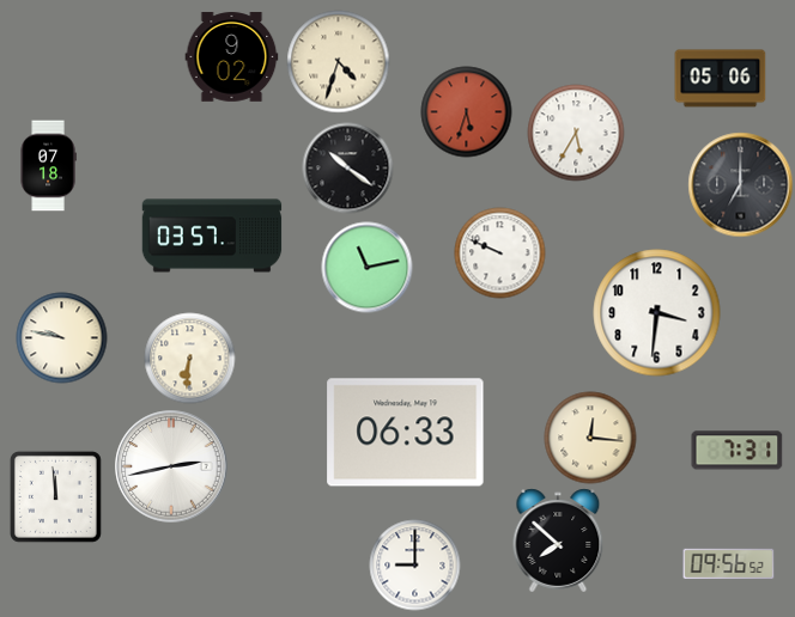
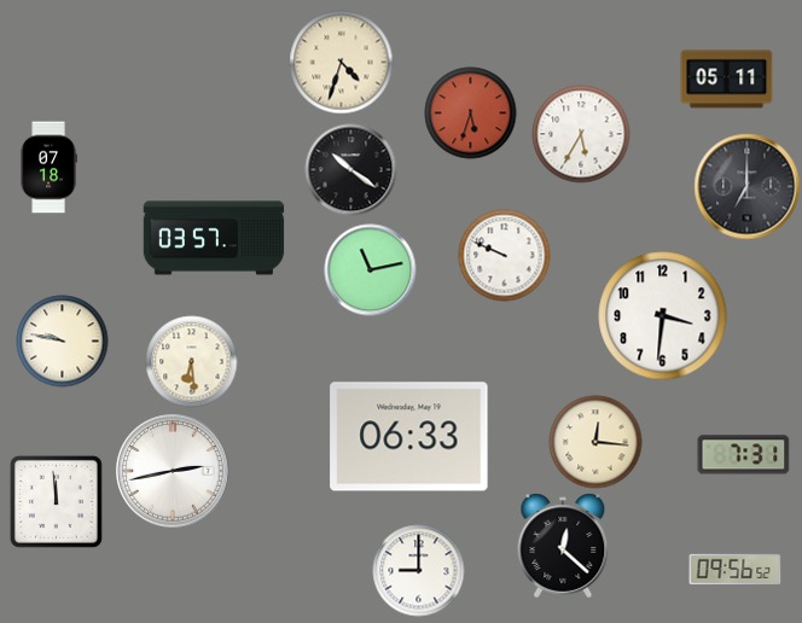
clock at (232, 57): 9:02 -> none
clock at (721, 79): 05:06 -> 05:11
clock at (190, 359): 6:31 -> 6:29
clock at (558, 540): 7:52 -> 12:22
